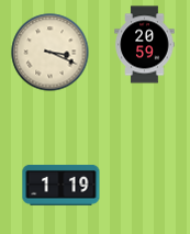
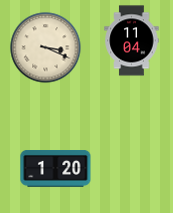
clock at (145, 45): 20:59 -> 11:04
clock at (62, 186): 1:19 -> 1:20
